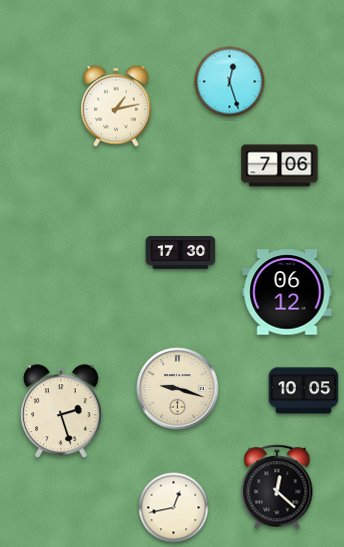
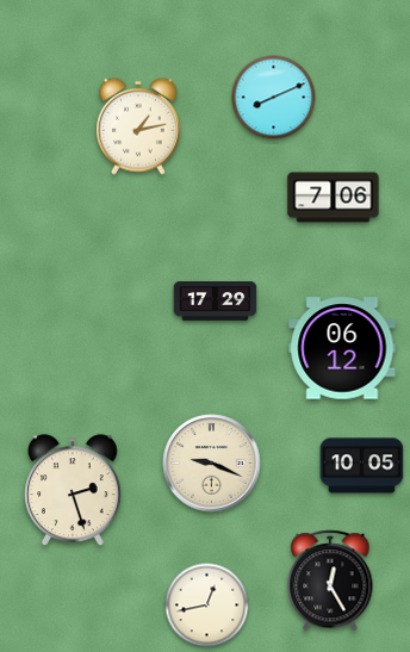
clock at (230, 82): 12:27 -> 8:11
clock at (181, 253): 17:30 -> 17:29
clock at (178, 389): 9:18 -> 9:19
clock at (277, 487): 12:22 -> 12:25
